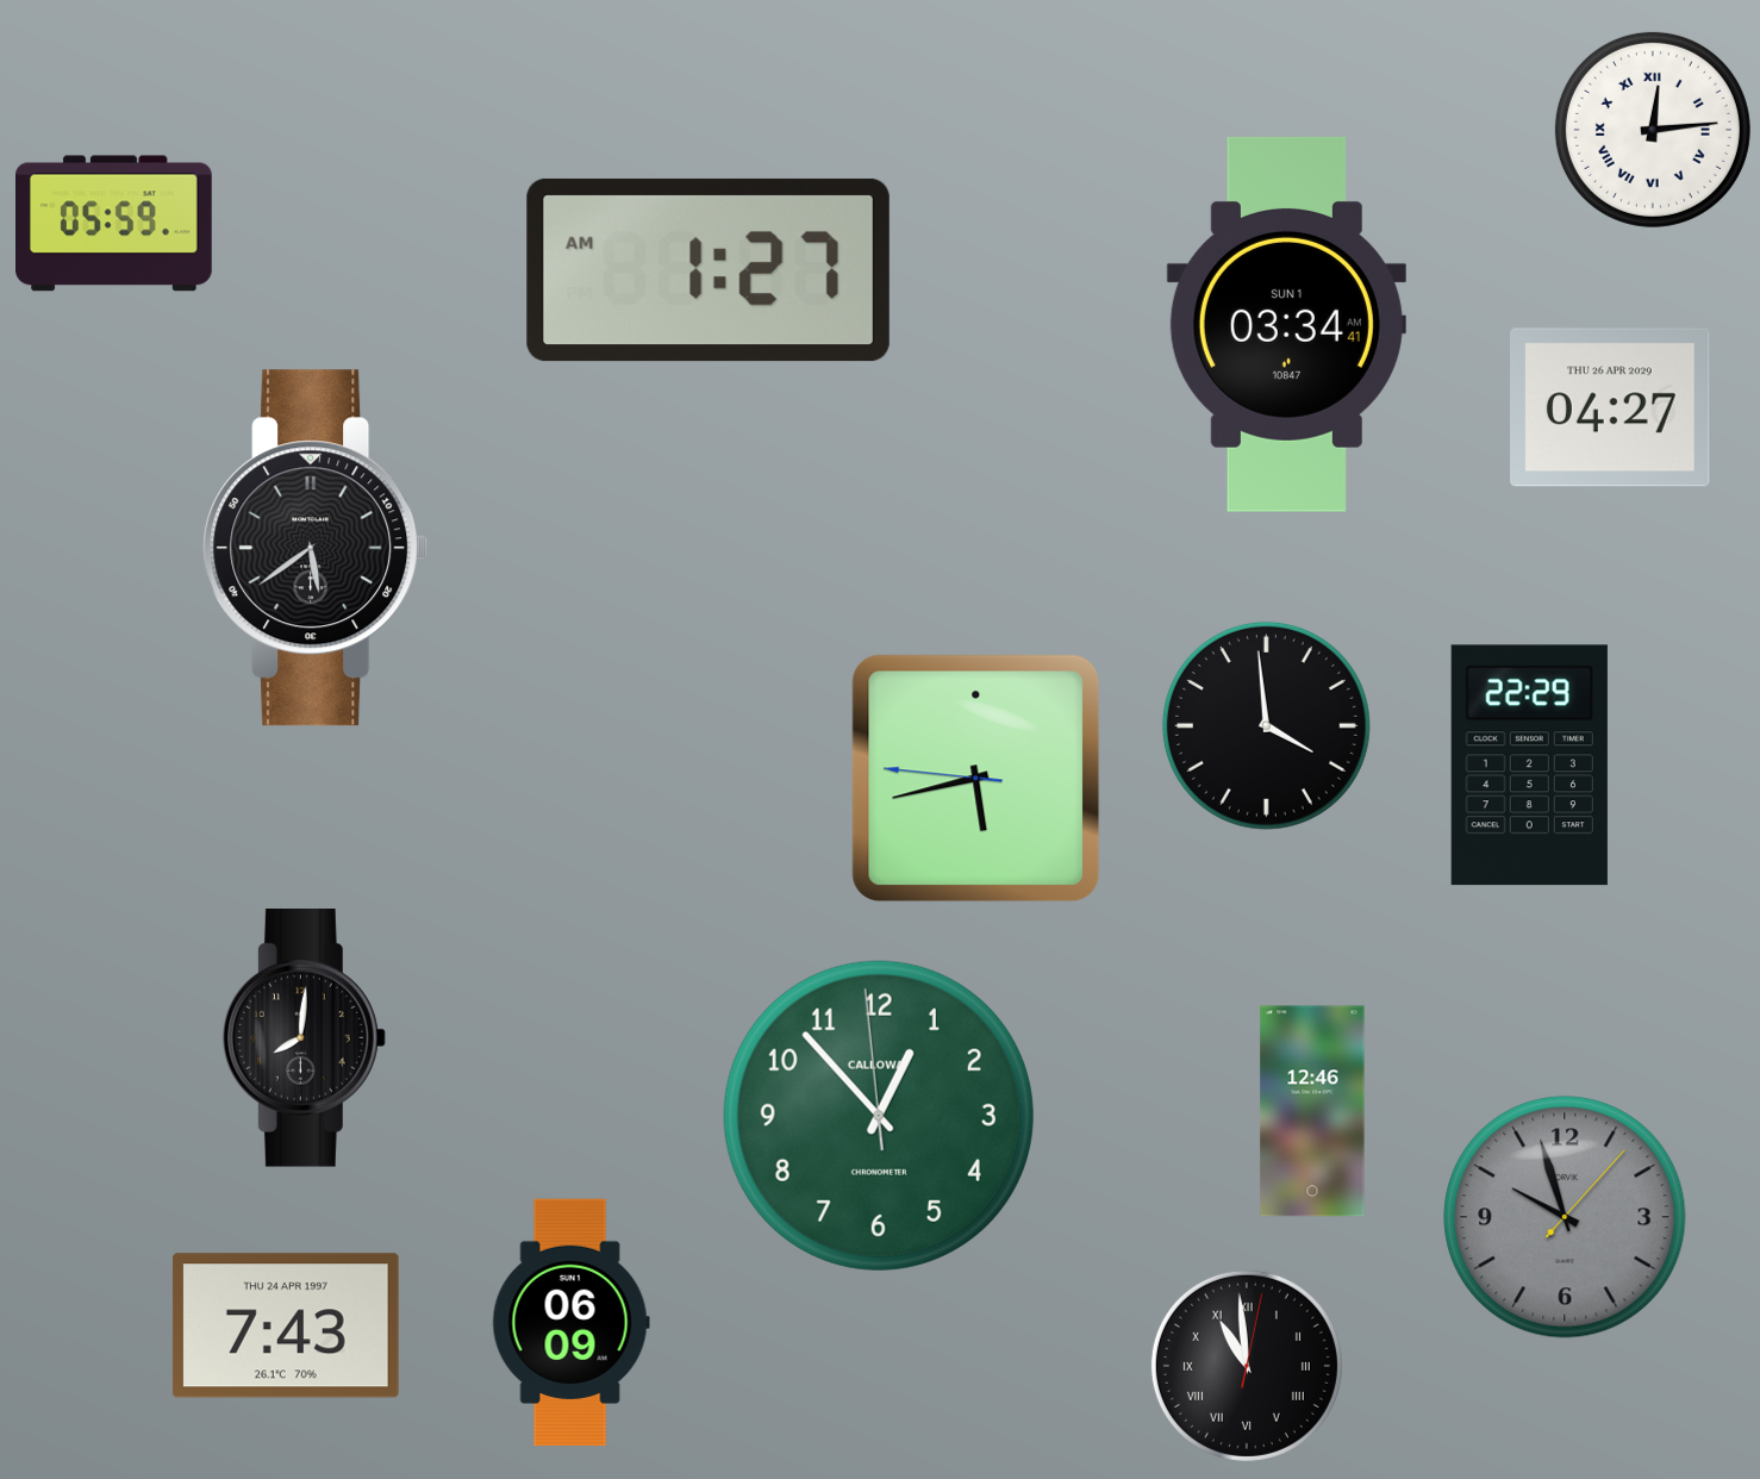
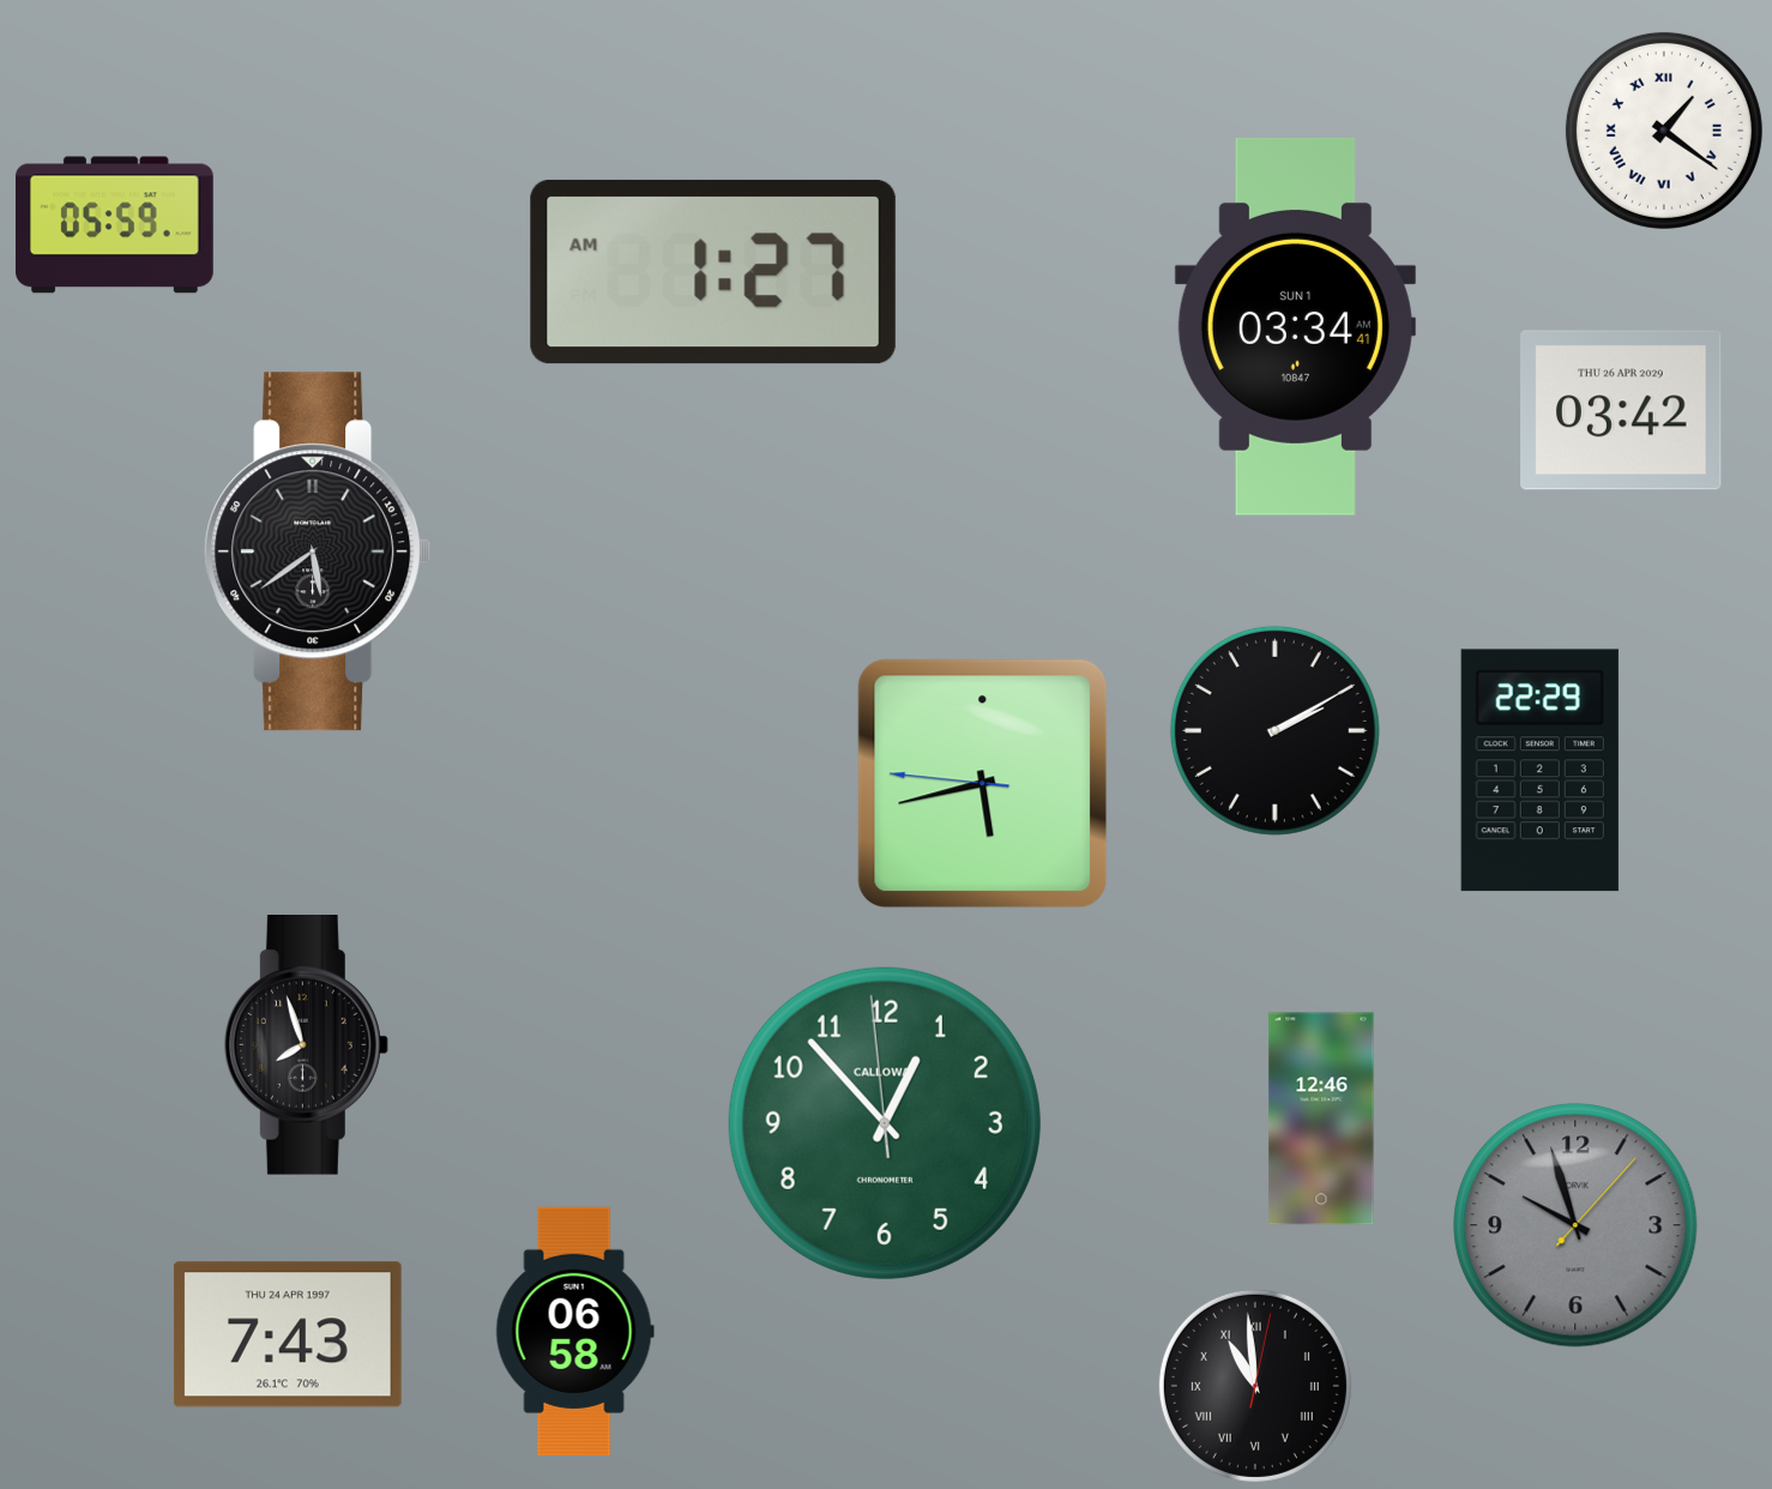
clock at (1653, 130): 12:14 -> 1:21
clock at (1610, 407): 04:27 -> 03:42
clock at (1266, 725): 3:59 -> 2:10
clock at (304, 1038): 8:01 -> 7:57
clock at (570, 1322): 06:09 -> 06:58
clock at (1247, 1366) position: (1247, 1366) -> (1255, 1386)
